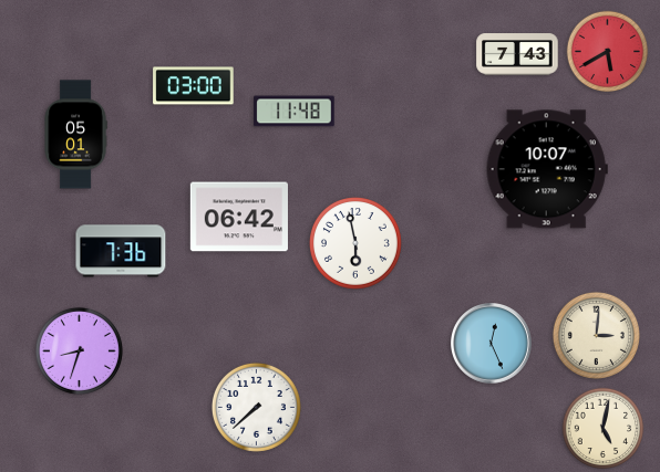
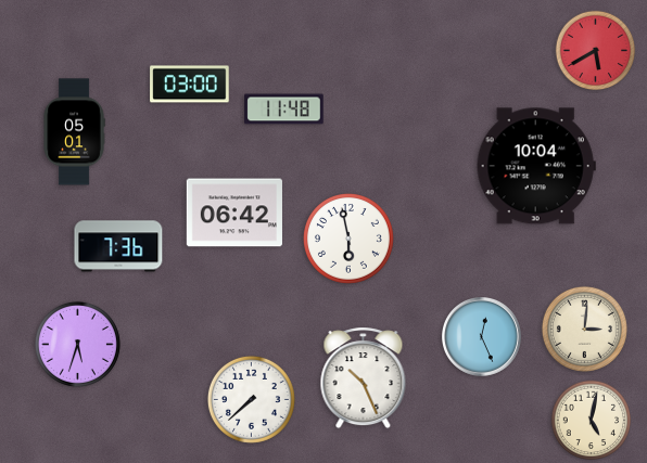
clock at (517, 54): 7:43 -> none
clock at (295, 112) position: (295, 112) -> (284, 110)
clock at (547, 169): 10:07 -> 10:04
clock at (79, 350): 8:33 -> 5:33
clock at (364, 378): none -> 10:26
